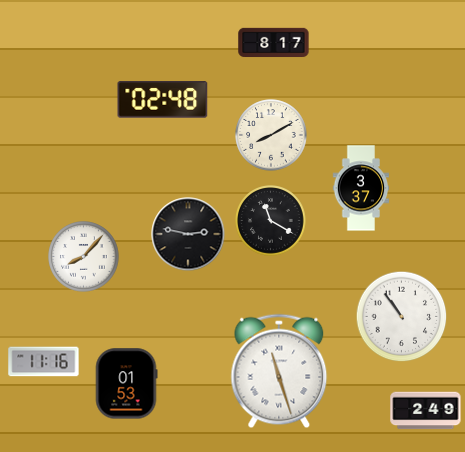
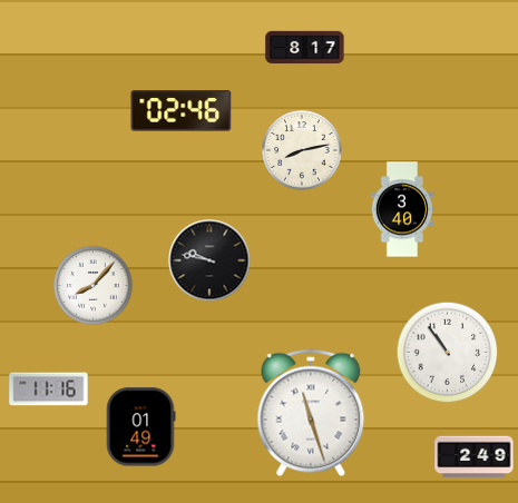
clock at (163, 100): 02:48 -> 02:46
clock at (271, 135): 8:10 -> 8:13
clock at (361, 188): 3:37 -> 3:40
clock at (271, 221): 11:20 -> none
clock at (188, 234): 2:47 -> 9:47
clock at (44, 362) position: (44, 362) -> (49, 389)
clock at (126, 384): 01:53 -> 01:49
